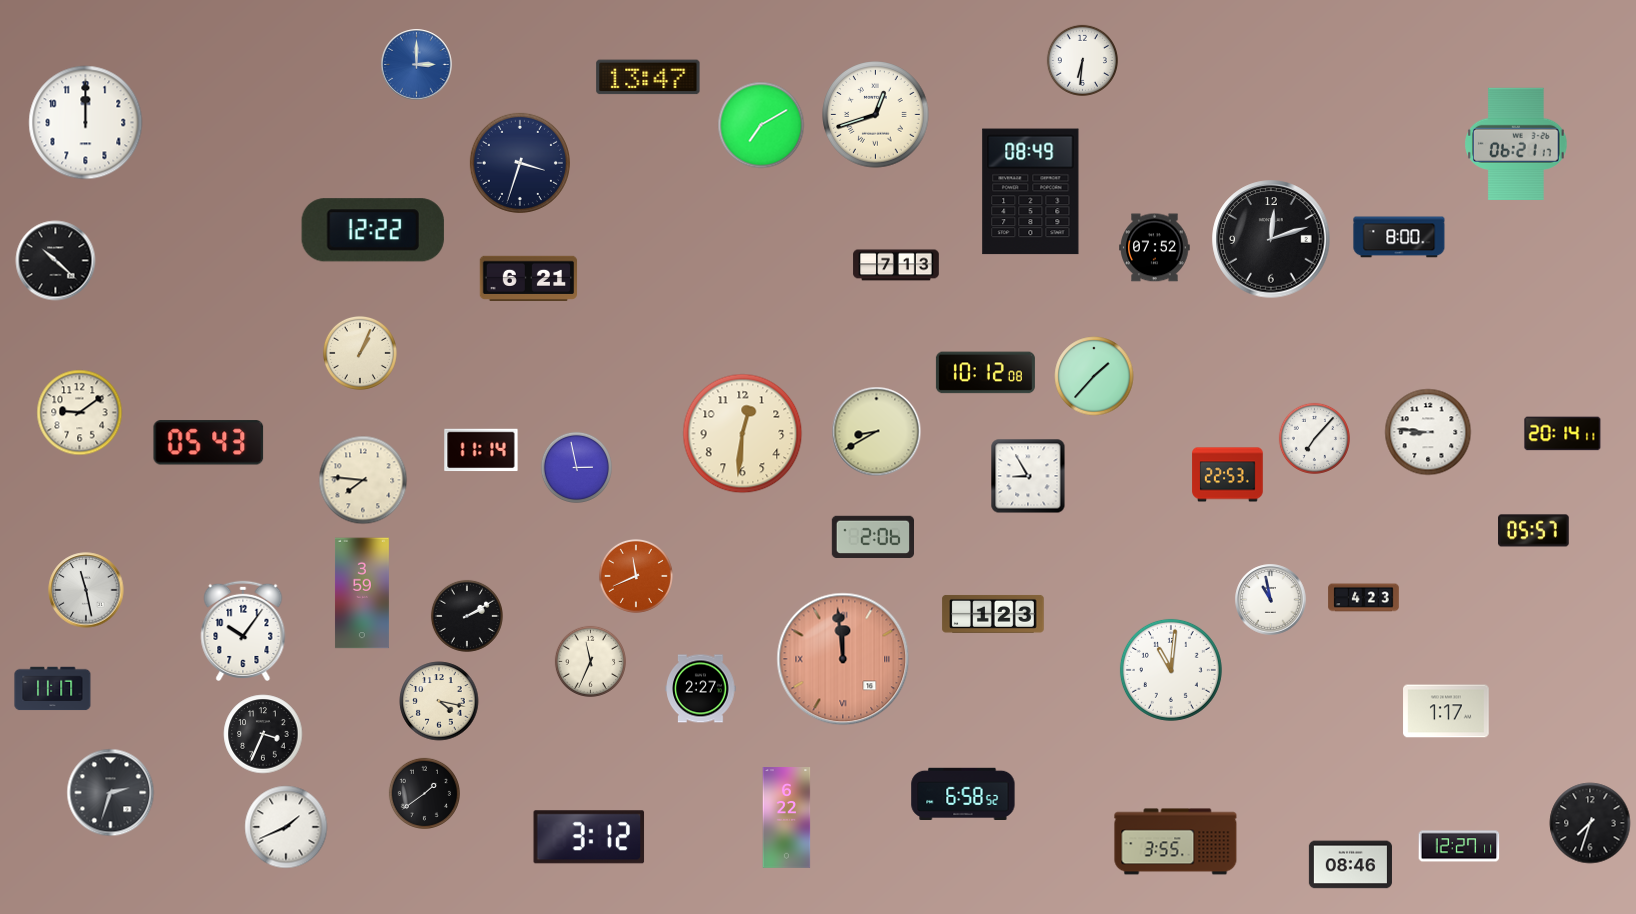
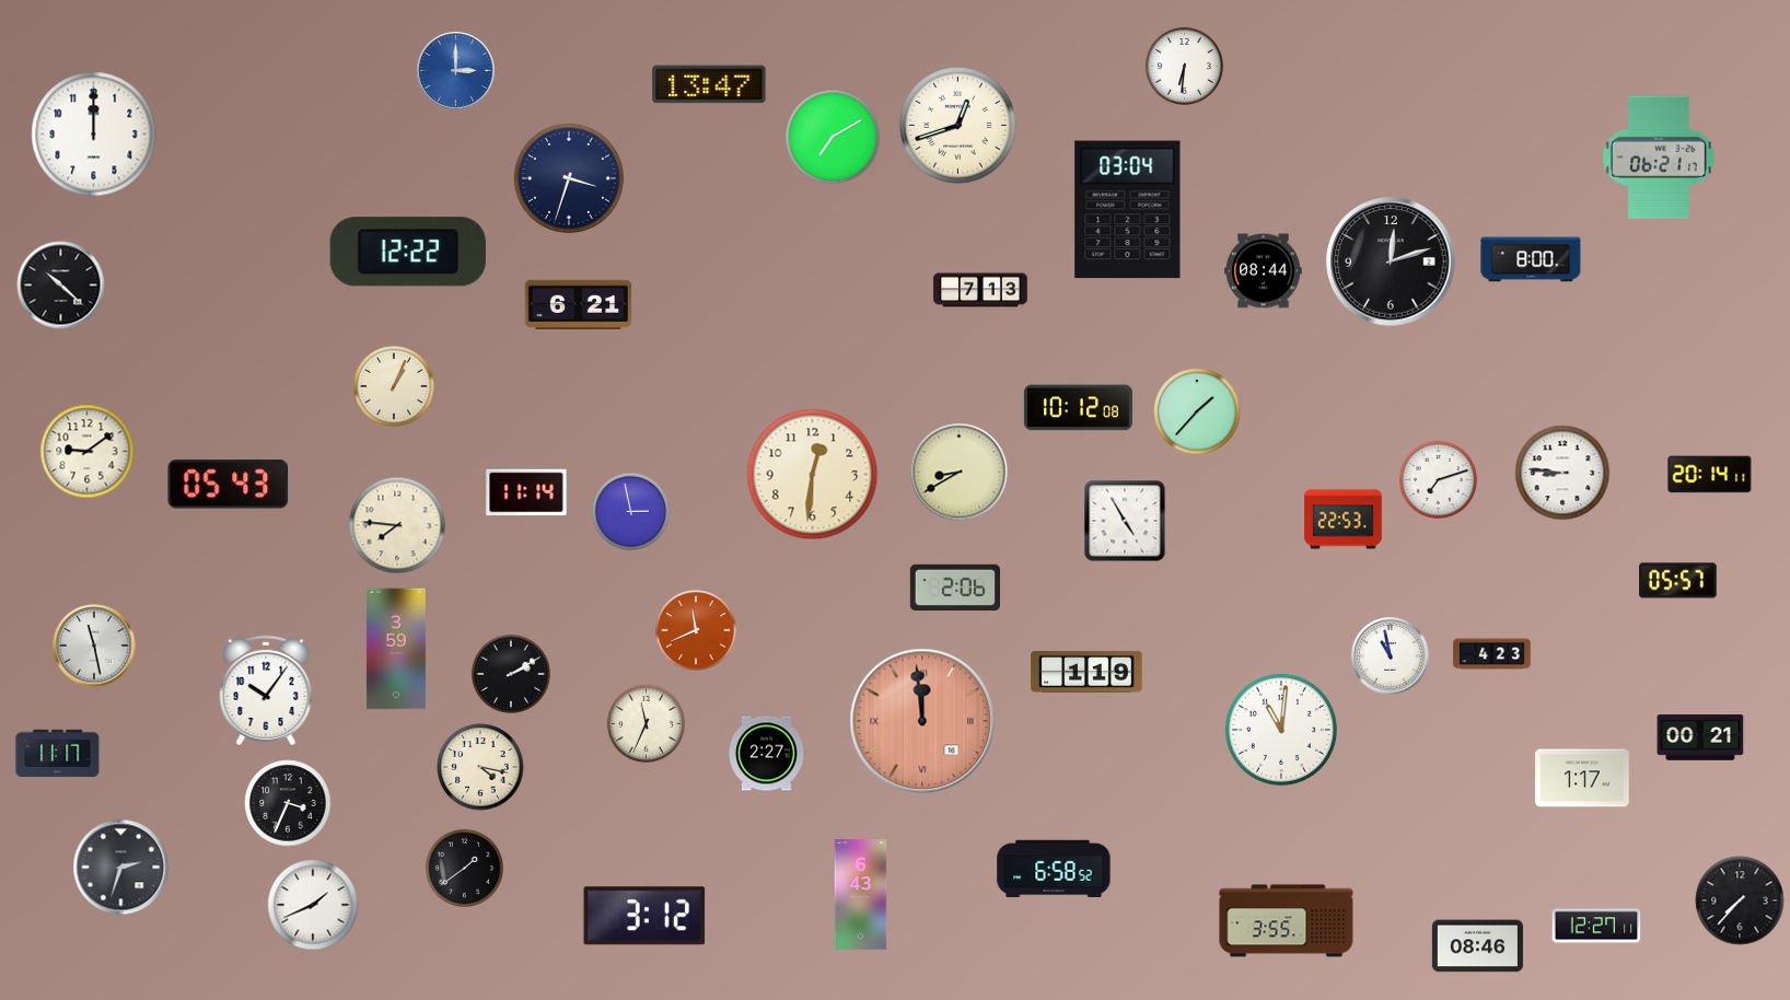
clock at (1031, 192): 08:49 -> 03:04
clock at (1155, 248): 07:52 -> 08:44
clock at (1314, 438): 7:07 -> 7:12
clock at (1028, 476): 8:55 -> 4:55
clock at (993, 614): 1:23 -> 1:19
clock at (1171, 670) position: (1171, 670) -> (1281, 730)
clock at (1700, 737): none -> 00:21
clock at (787, 818): 6:22 -> 6:43
clock at (1590, 823): 7:33 -> 7:37
